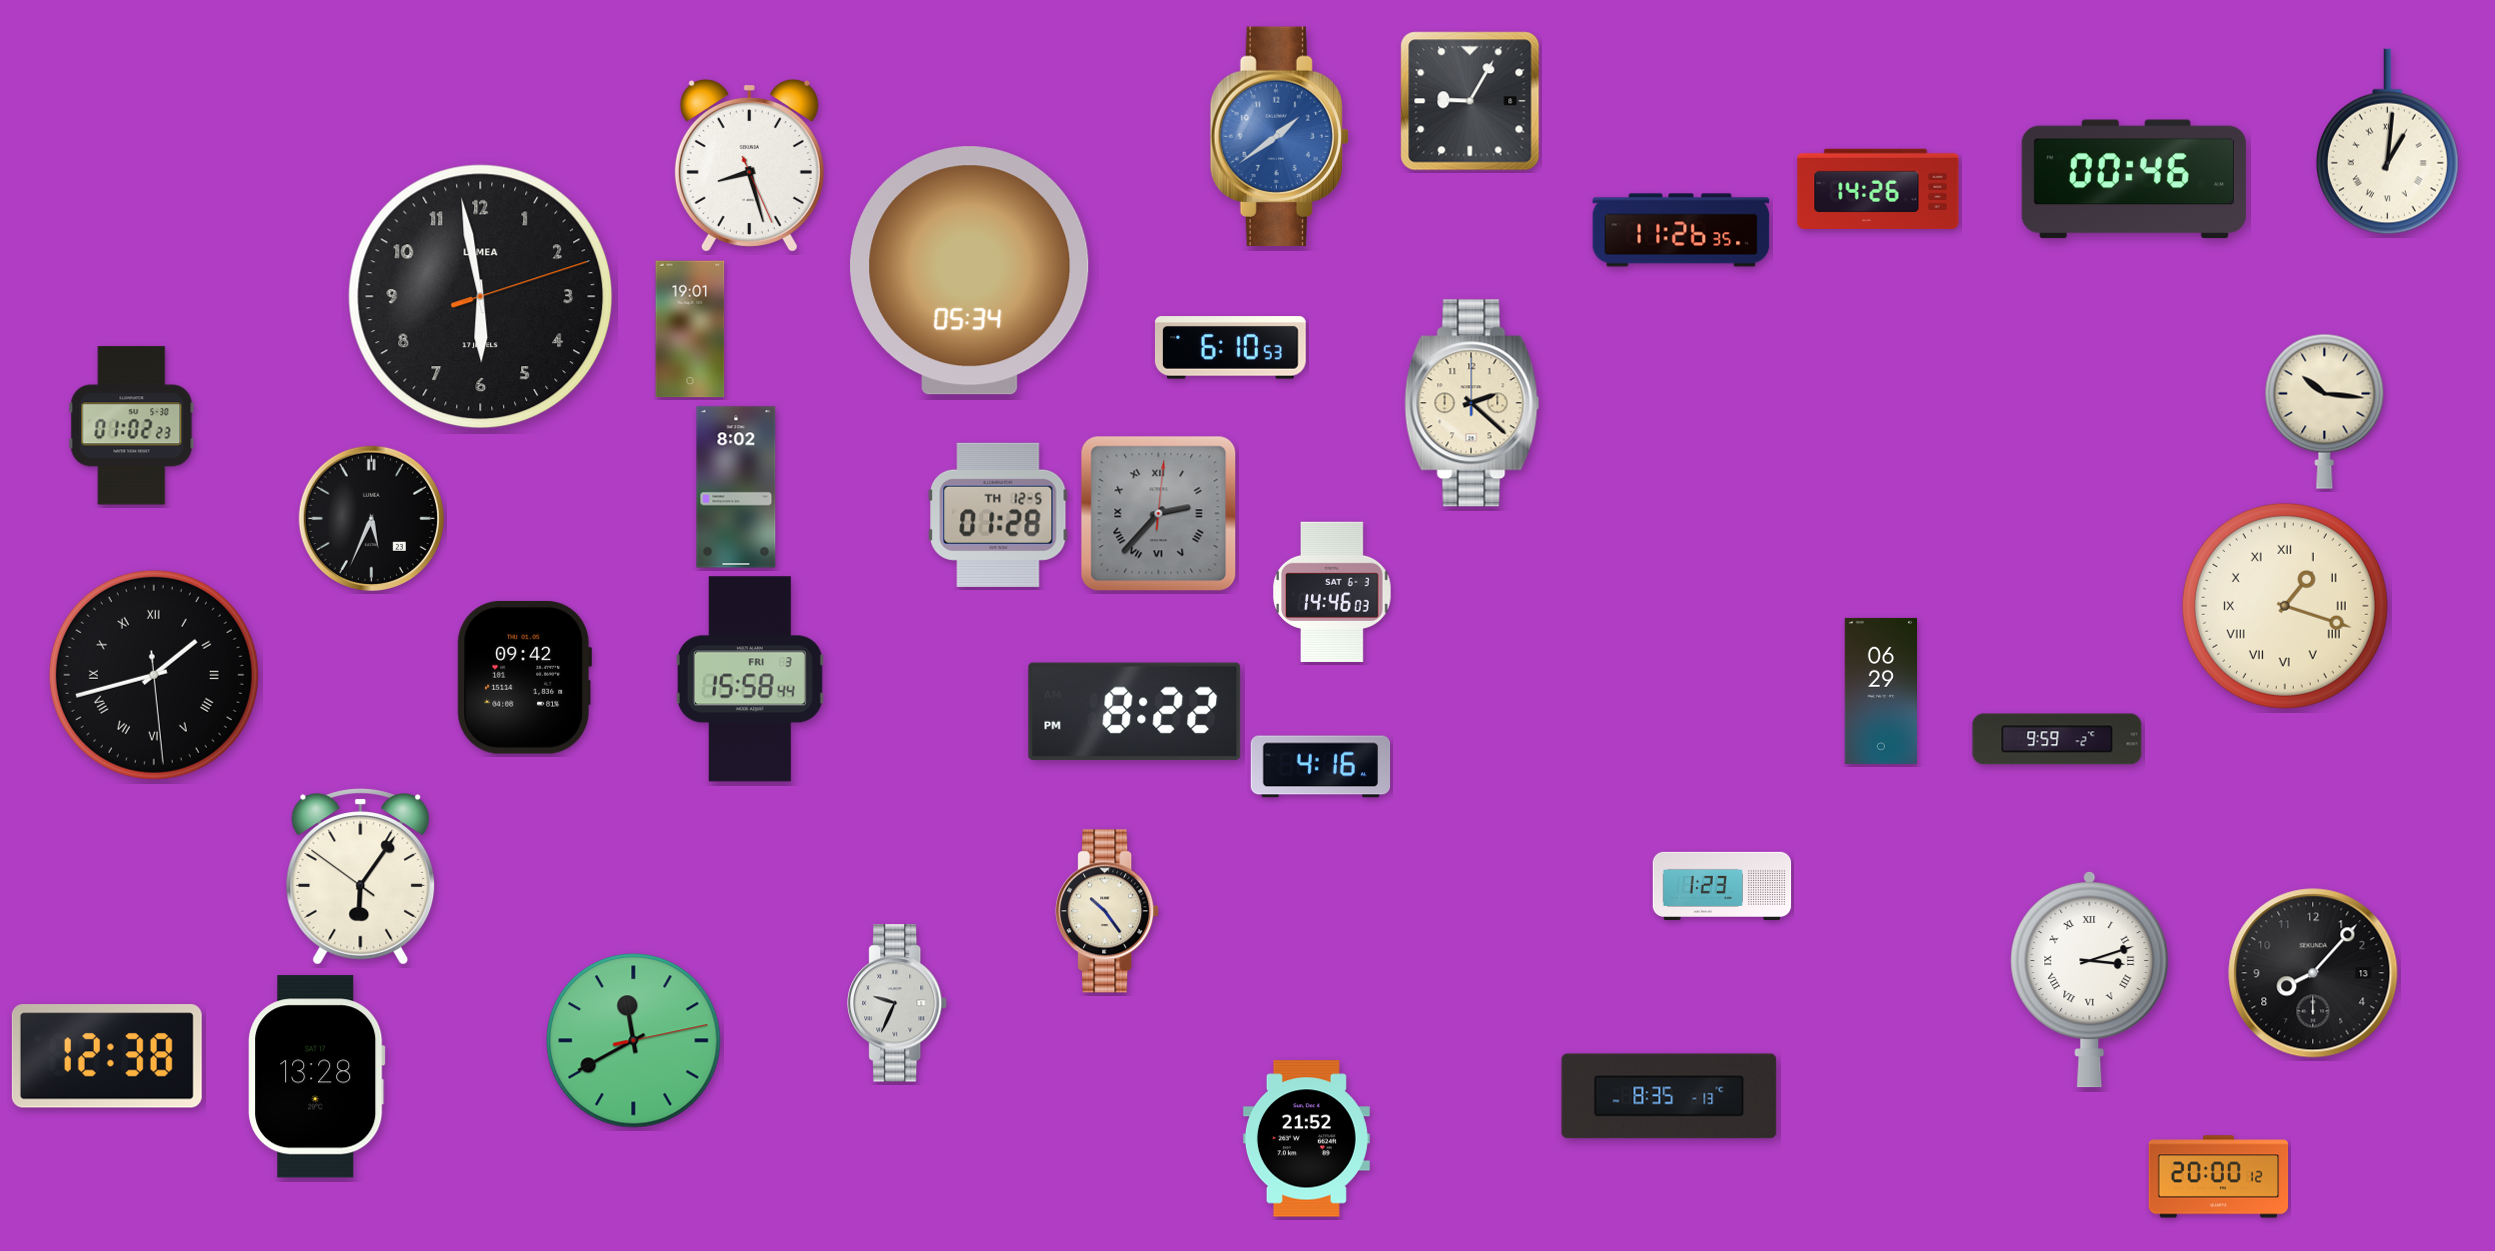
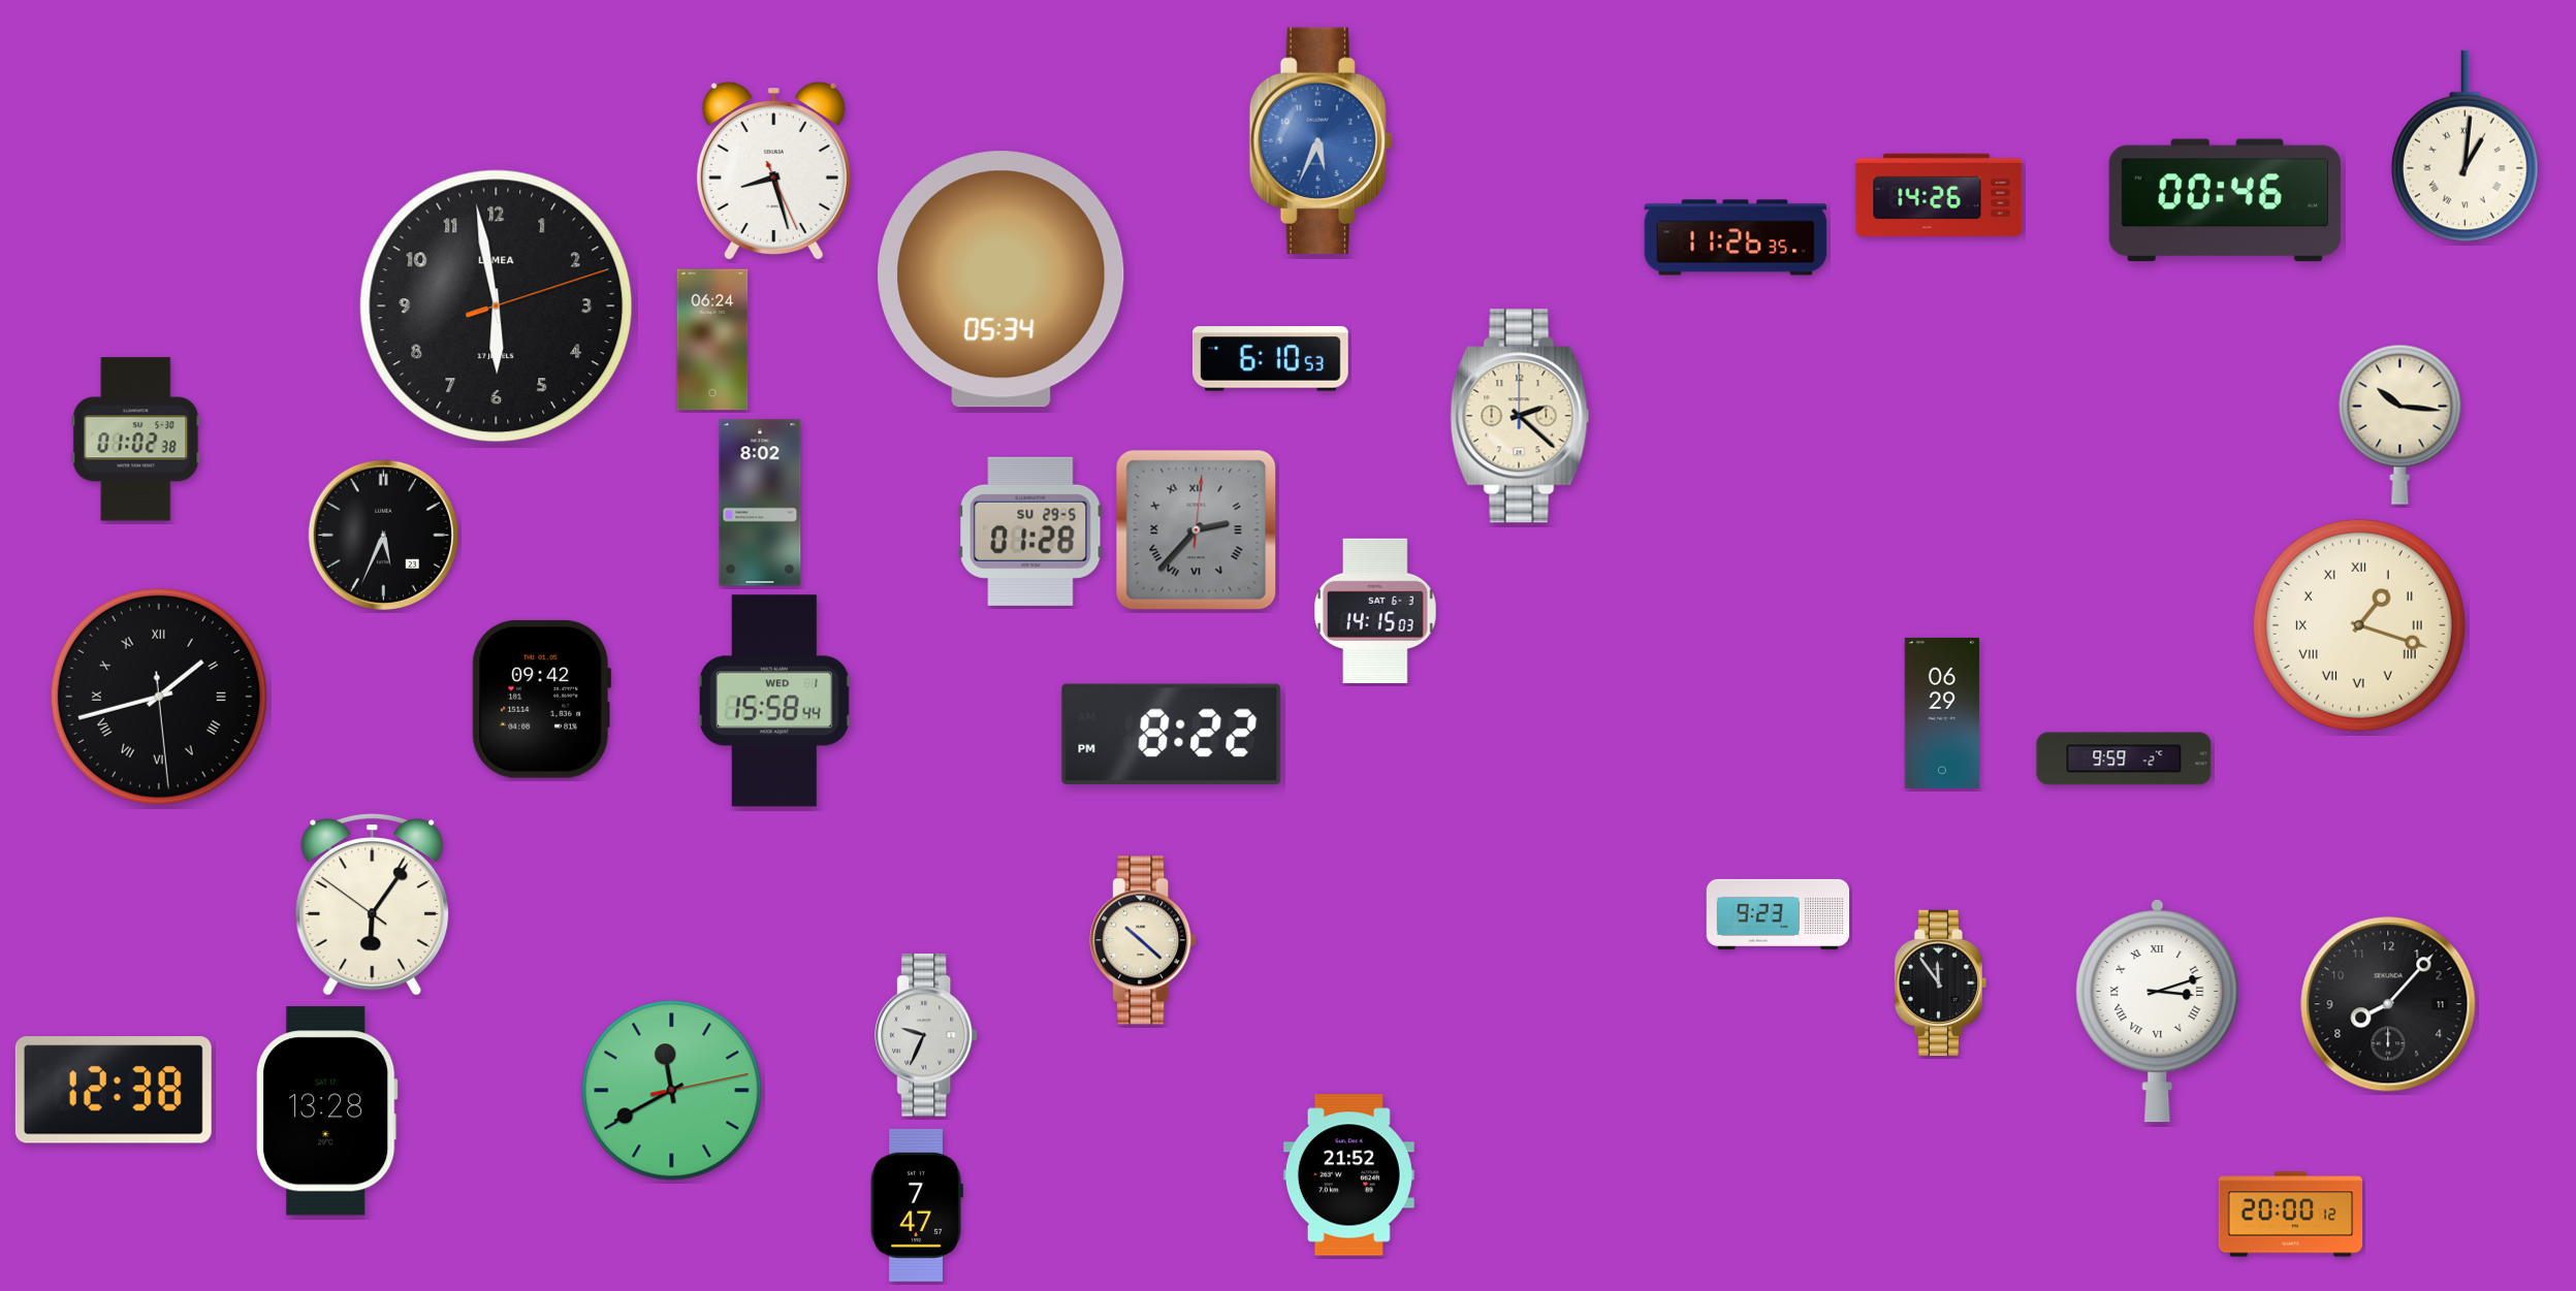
clock at (1470, 101): 9:05 -> none
clock at (1279, 136): 1:39 -> 5:34
clock at (2134, 179) position: (2134, 179) -> (2225, 200)
clock at (690, 329): 19:01 -> 06:24
clock at (132, 426): 01:02:23 -> 01:02:38
clock at (998, 515) date: TH 12-5 -> SU 29-5
clock at (1332, 591): 14:46 -> 14:15
clock at (750, 679) date: FRI 3 -> WED 1
clock at (2057, 739) position: (2057, 739) -> (2124, 759)
clock at (1321, 767): 4:16 -> none
clock at (1722, 886): 1:23 -> 9:23
clock at (1107, 911): 10:24 -> 10:22
clock at (1940, 982): none -> 11:54
clock at (2313, 973) date: 13 -> 11
clock at (634, 1041) position: (634, 1041) -> (672, 1091)
clock at (107, 1056) position: (107, 1056) -> (114, 1090)
clock at (1669, 1096): 8:35 -> none
clock at (917, 1205): none -> 7:47
